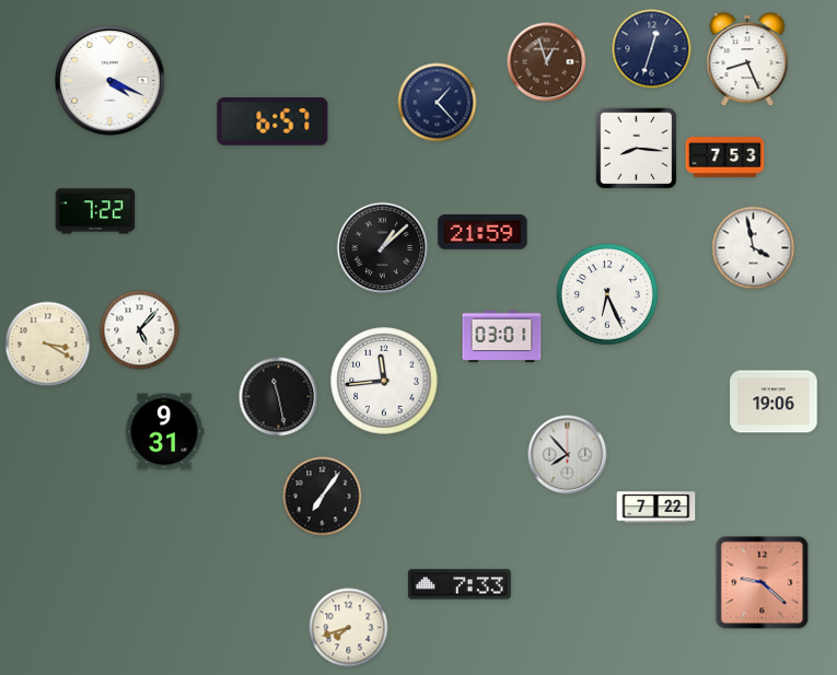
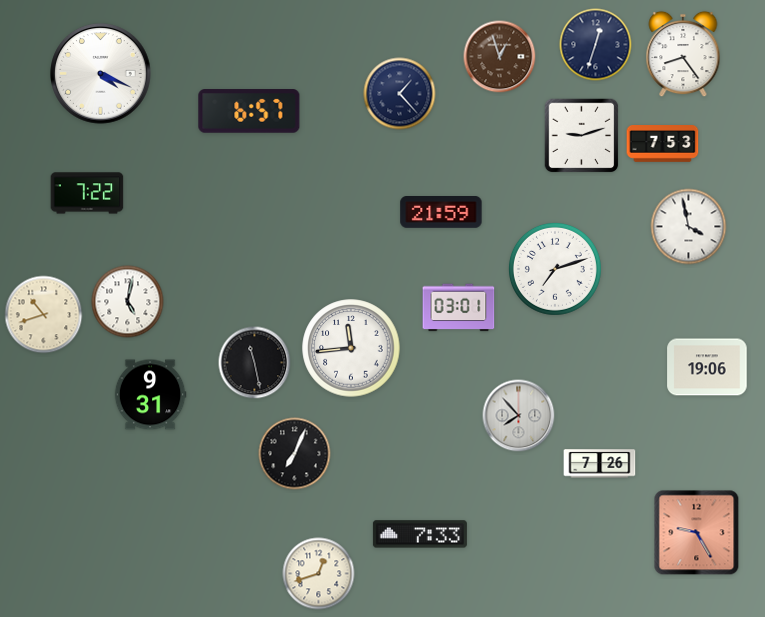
clock at (747, 59): 8:26 -> 8:24
clock at (637, 149): 8:16 -> 9:12
clock at (383, 248): 1:08 -> none
clock at (607, 294): 6:26 -> 7:12
clock at (140, 330): 5:07 -> 5:02
clock at (48, 345): 3:20 -> 10:42
clock at (323, 497): 7:06 -> 7:04
clock at (656, 508): 7:22 -> 7:26
clock at (763, 583): 9:22 -> 9:25
clock at (349, 628): 7:42 -> 12:42
